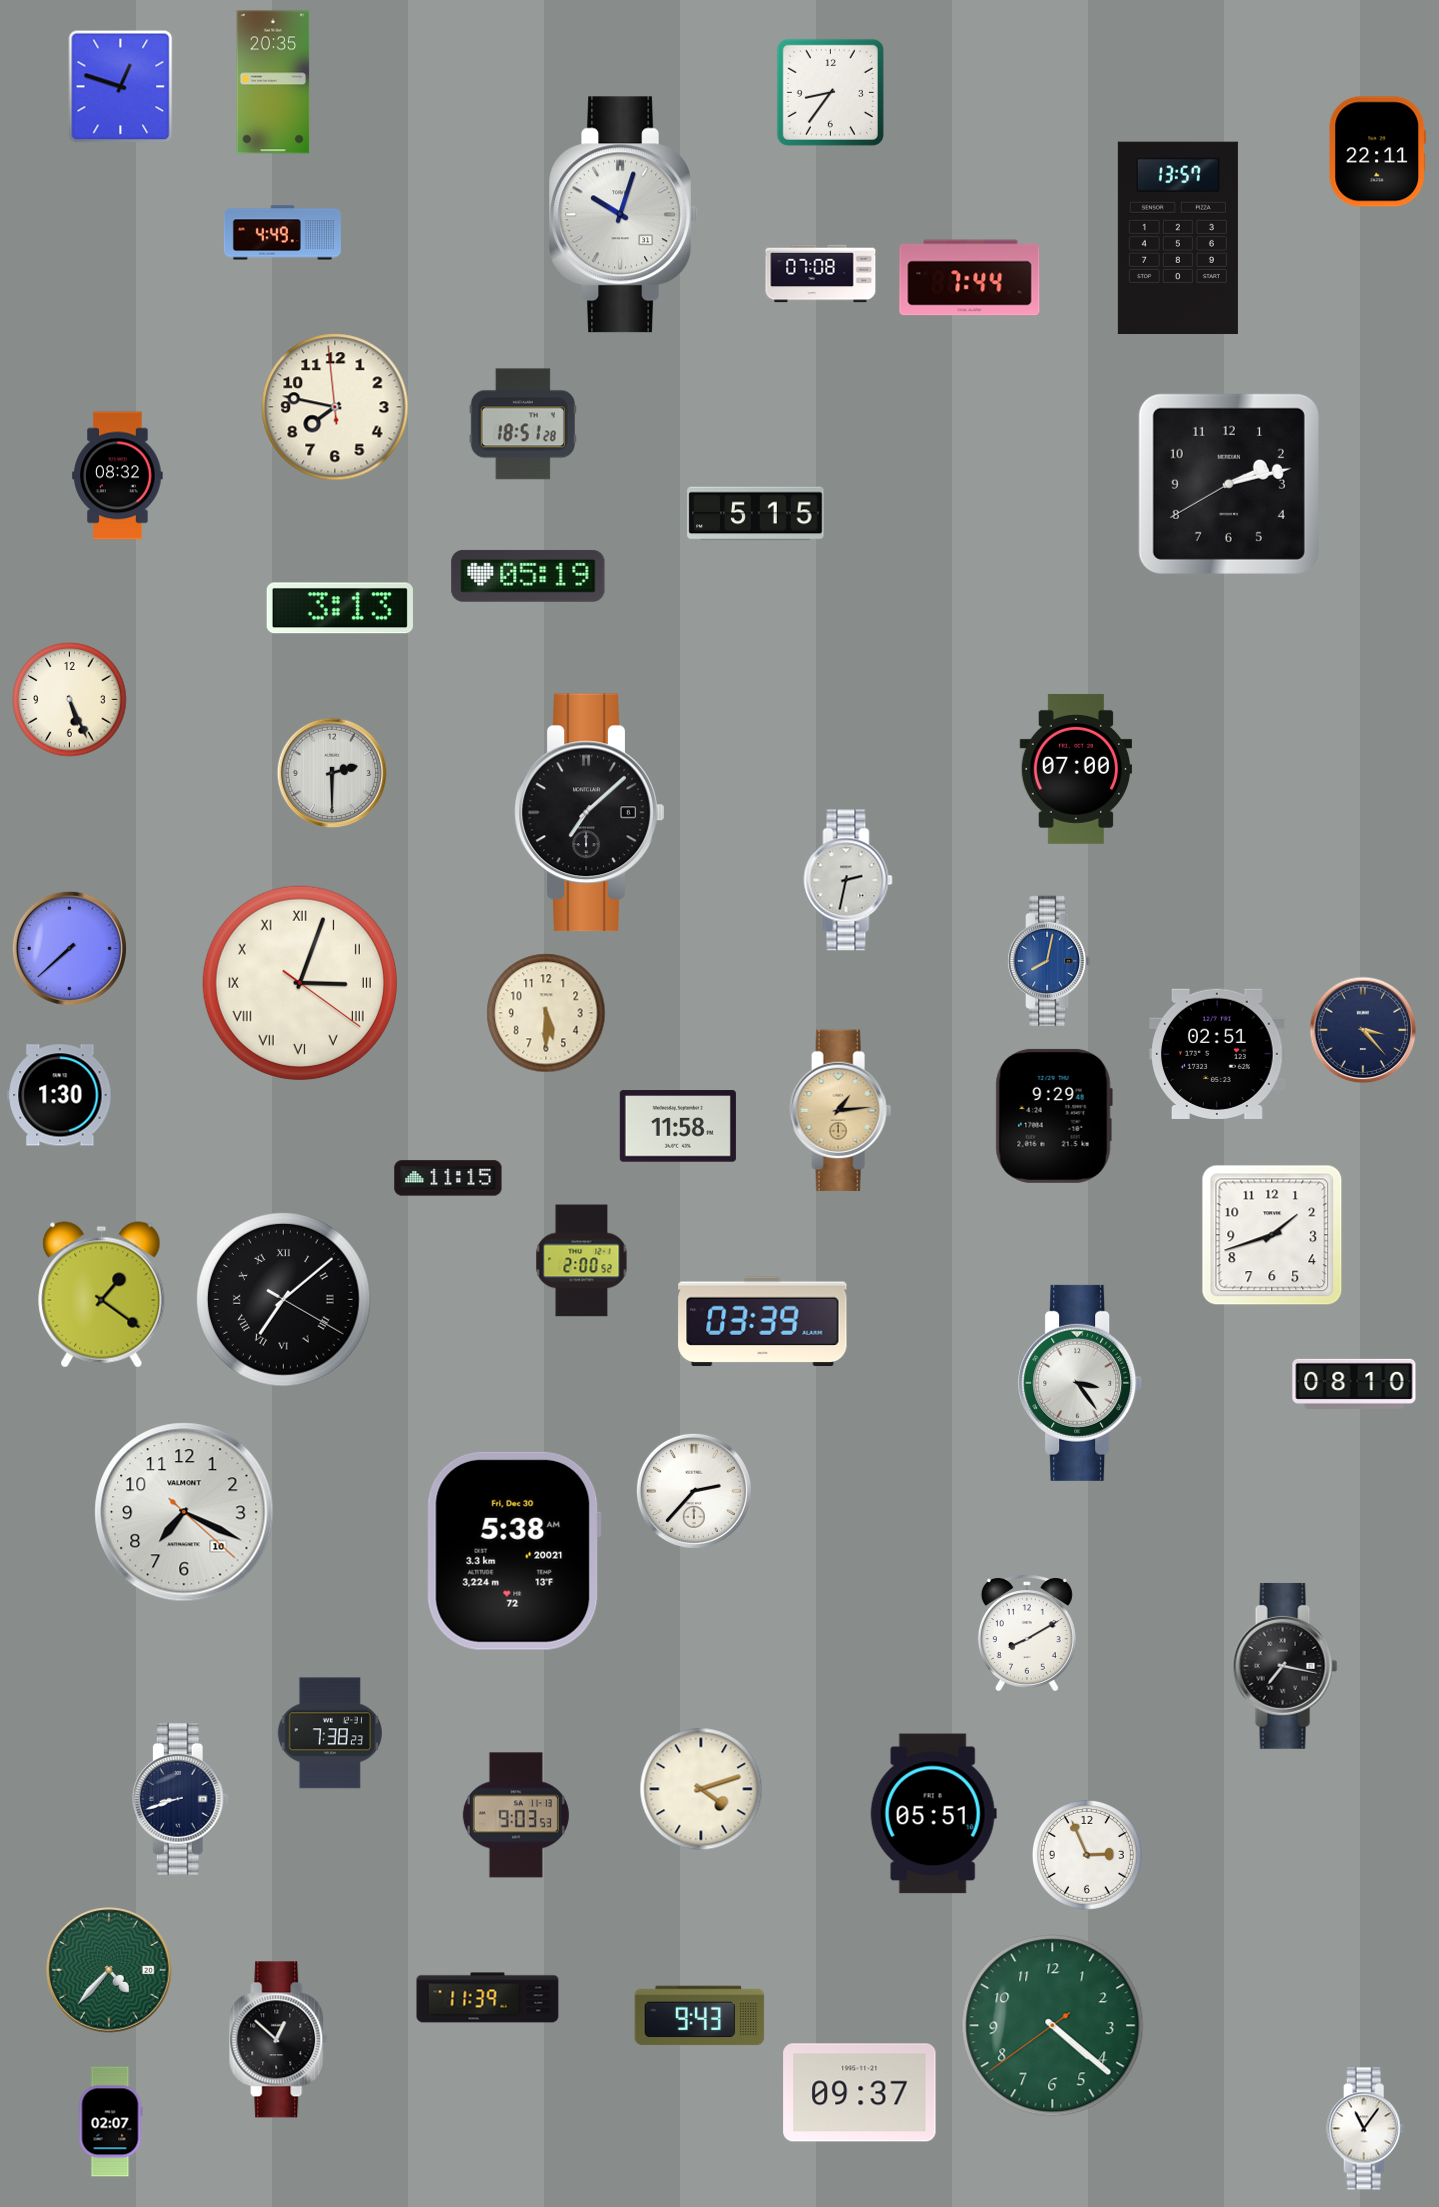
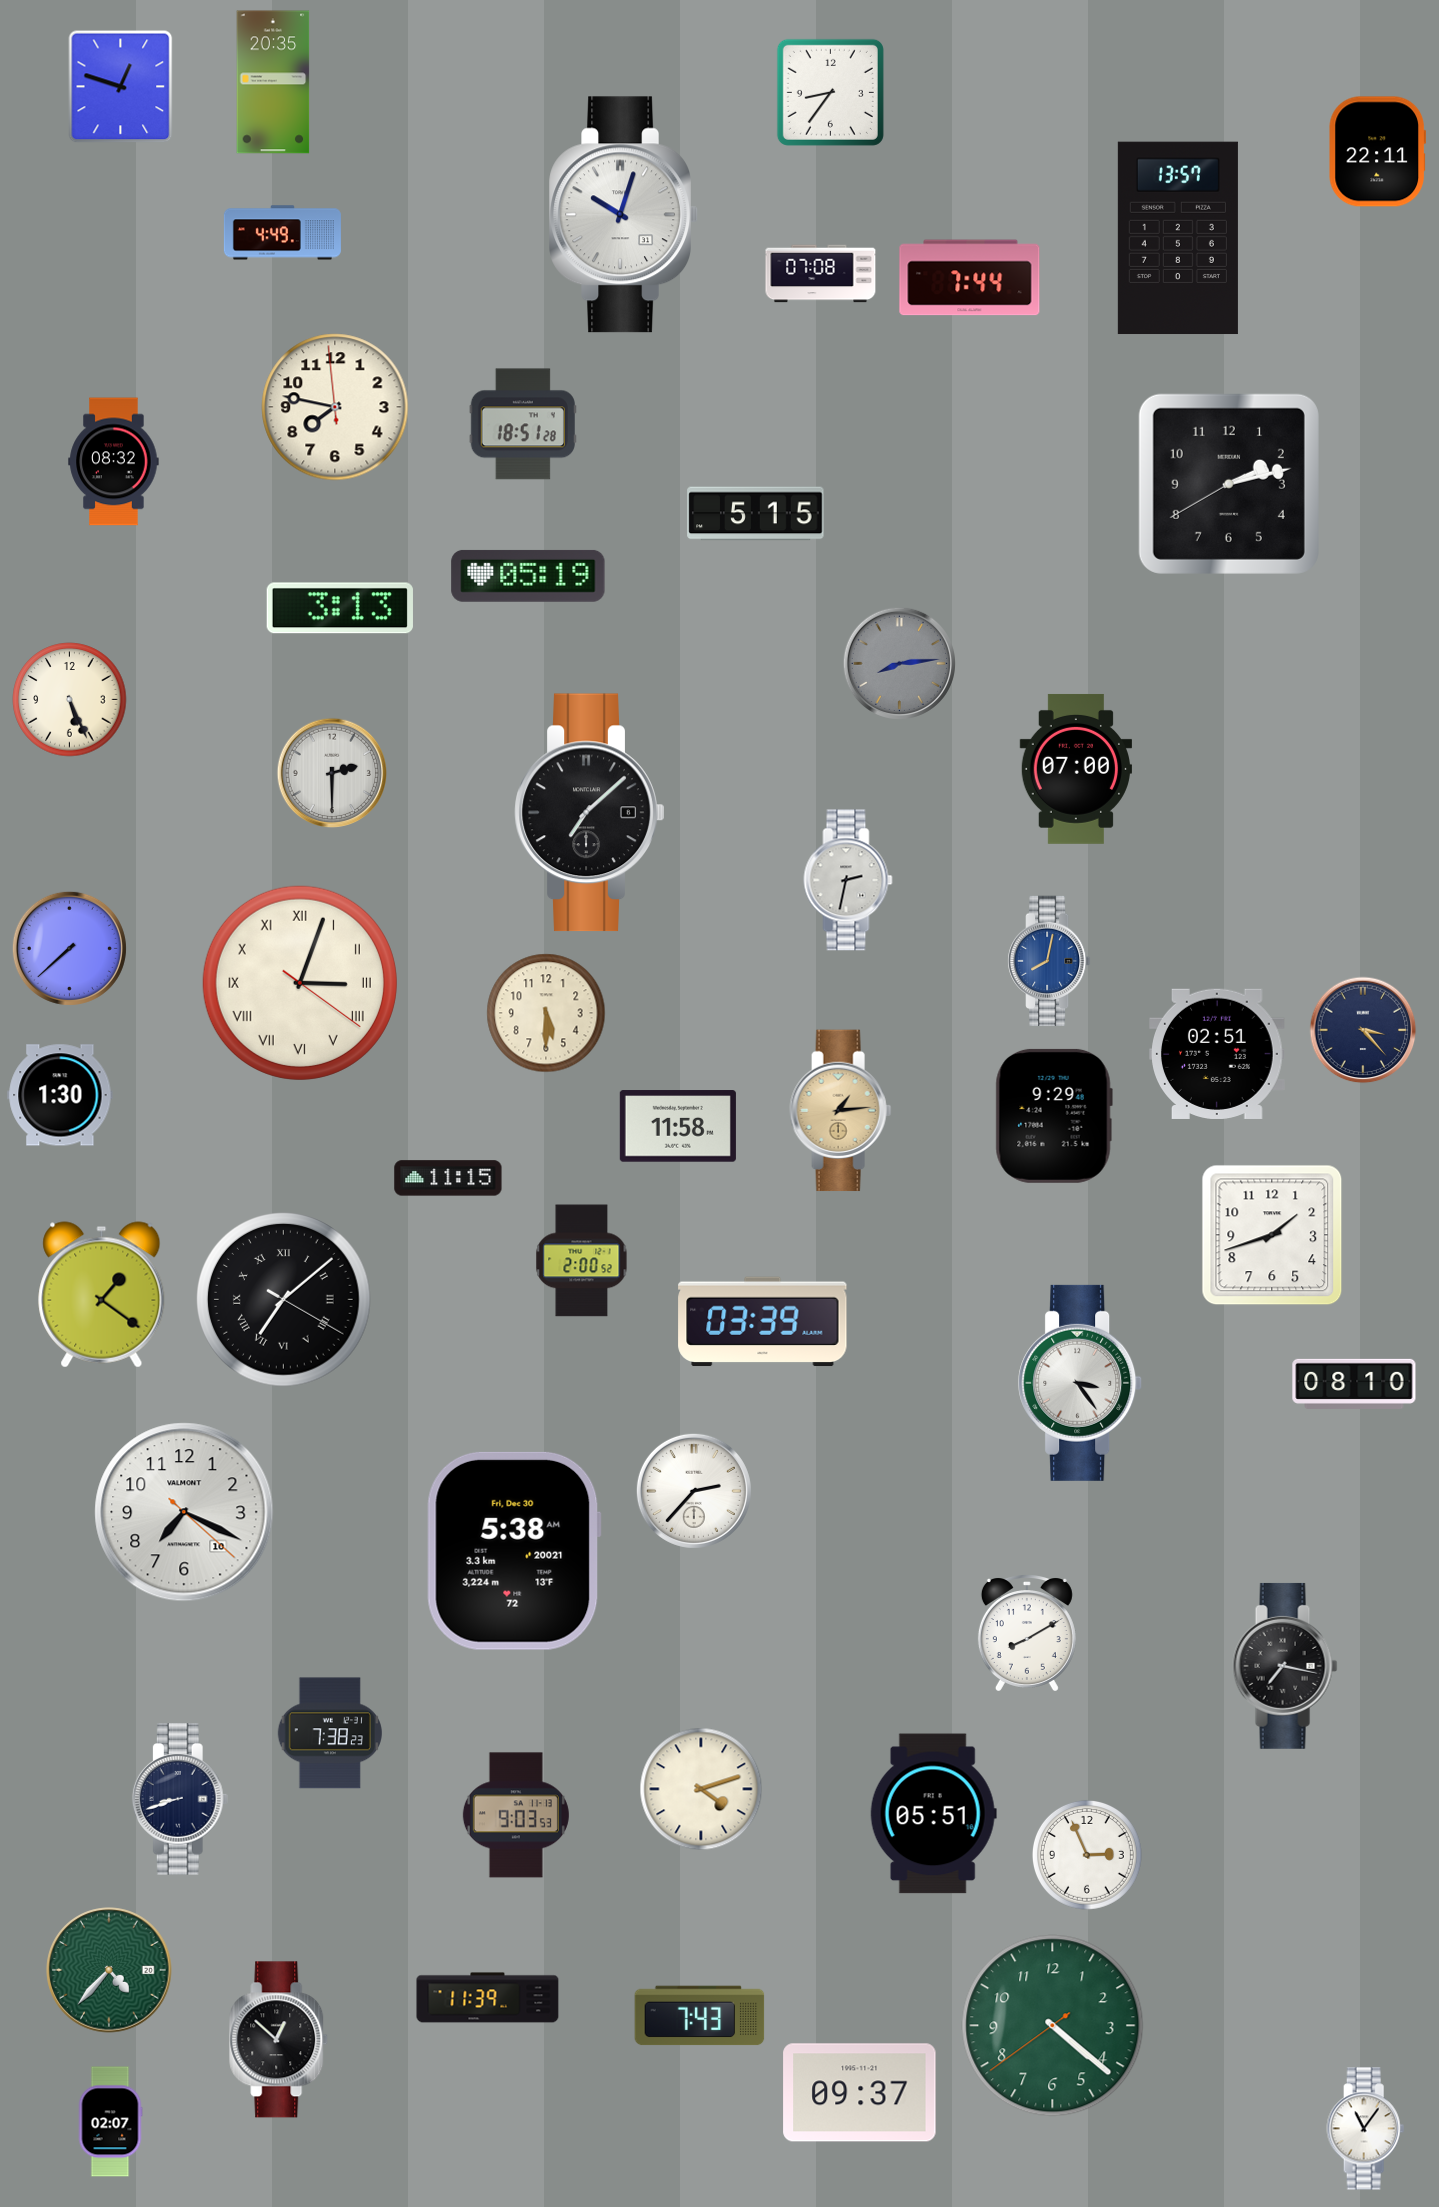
clock at (118, 476) position: (118, 476) -> (114, 462)
clock at (899, 663): none -> 8:14
clock at (700, 2016): 9:43 -> 7:43
